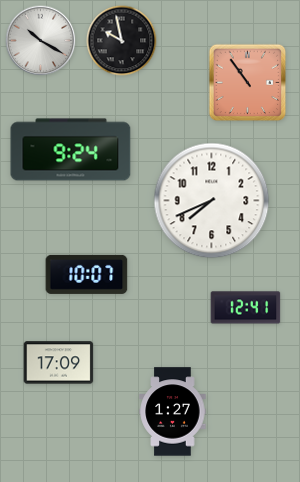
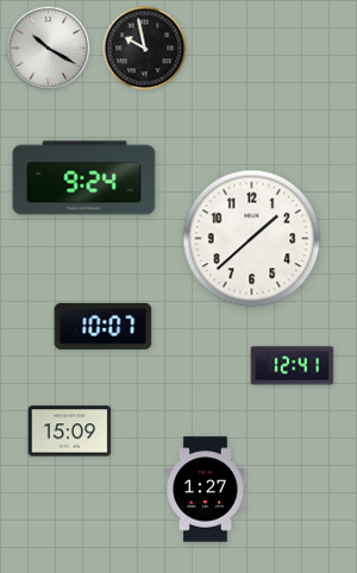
clock at (248, 83): 10:54 -> none
clock at (212, 201): 7:41 -> 1:38
clock at (59, 363): 17:09 -> 15:09
